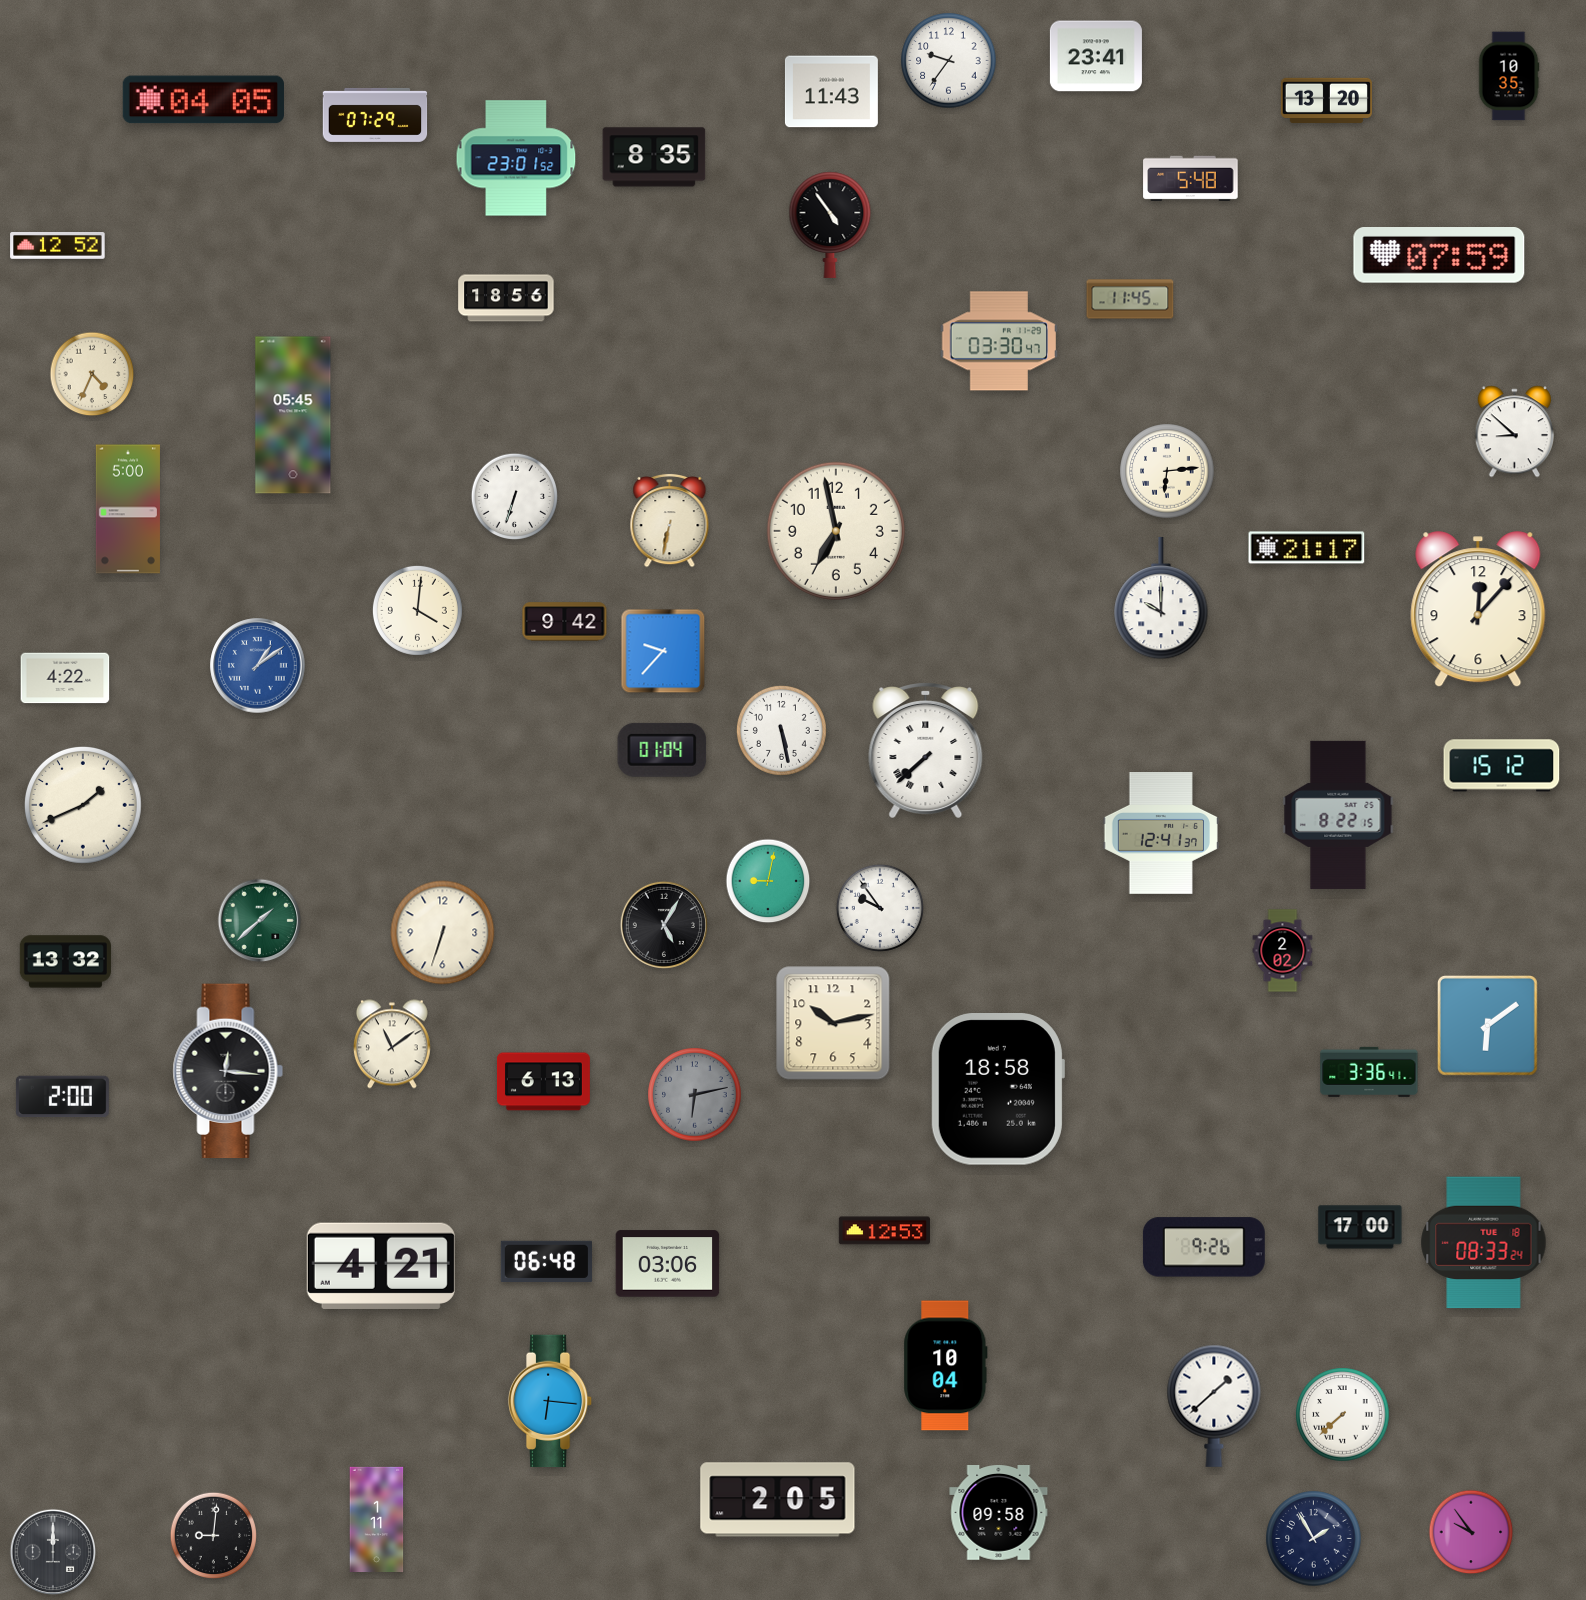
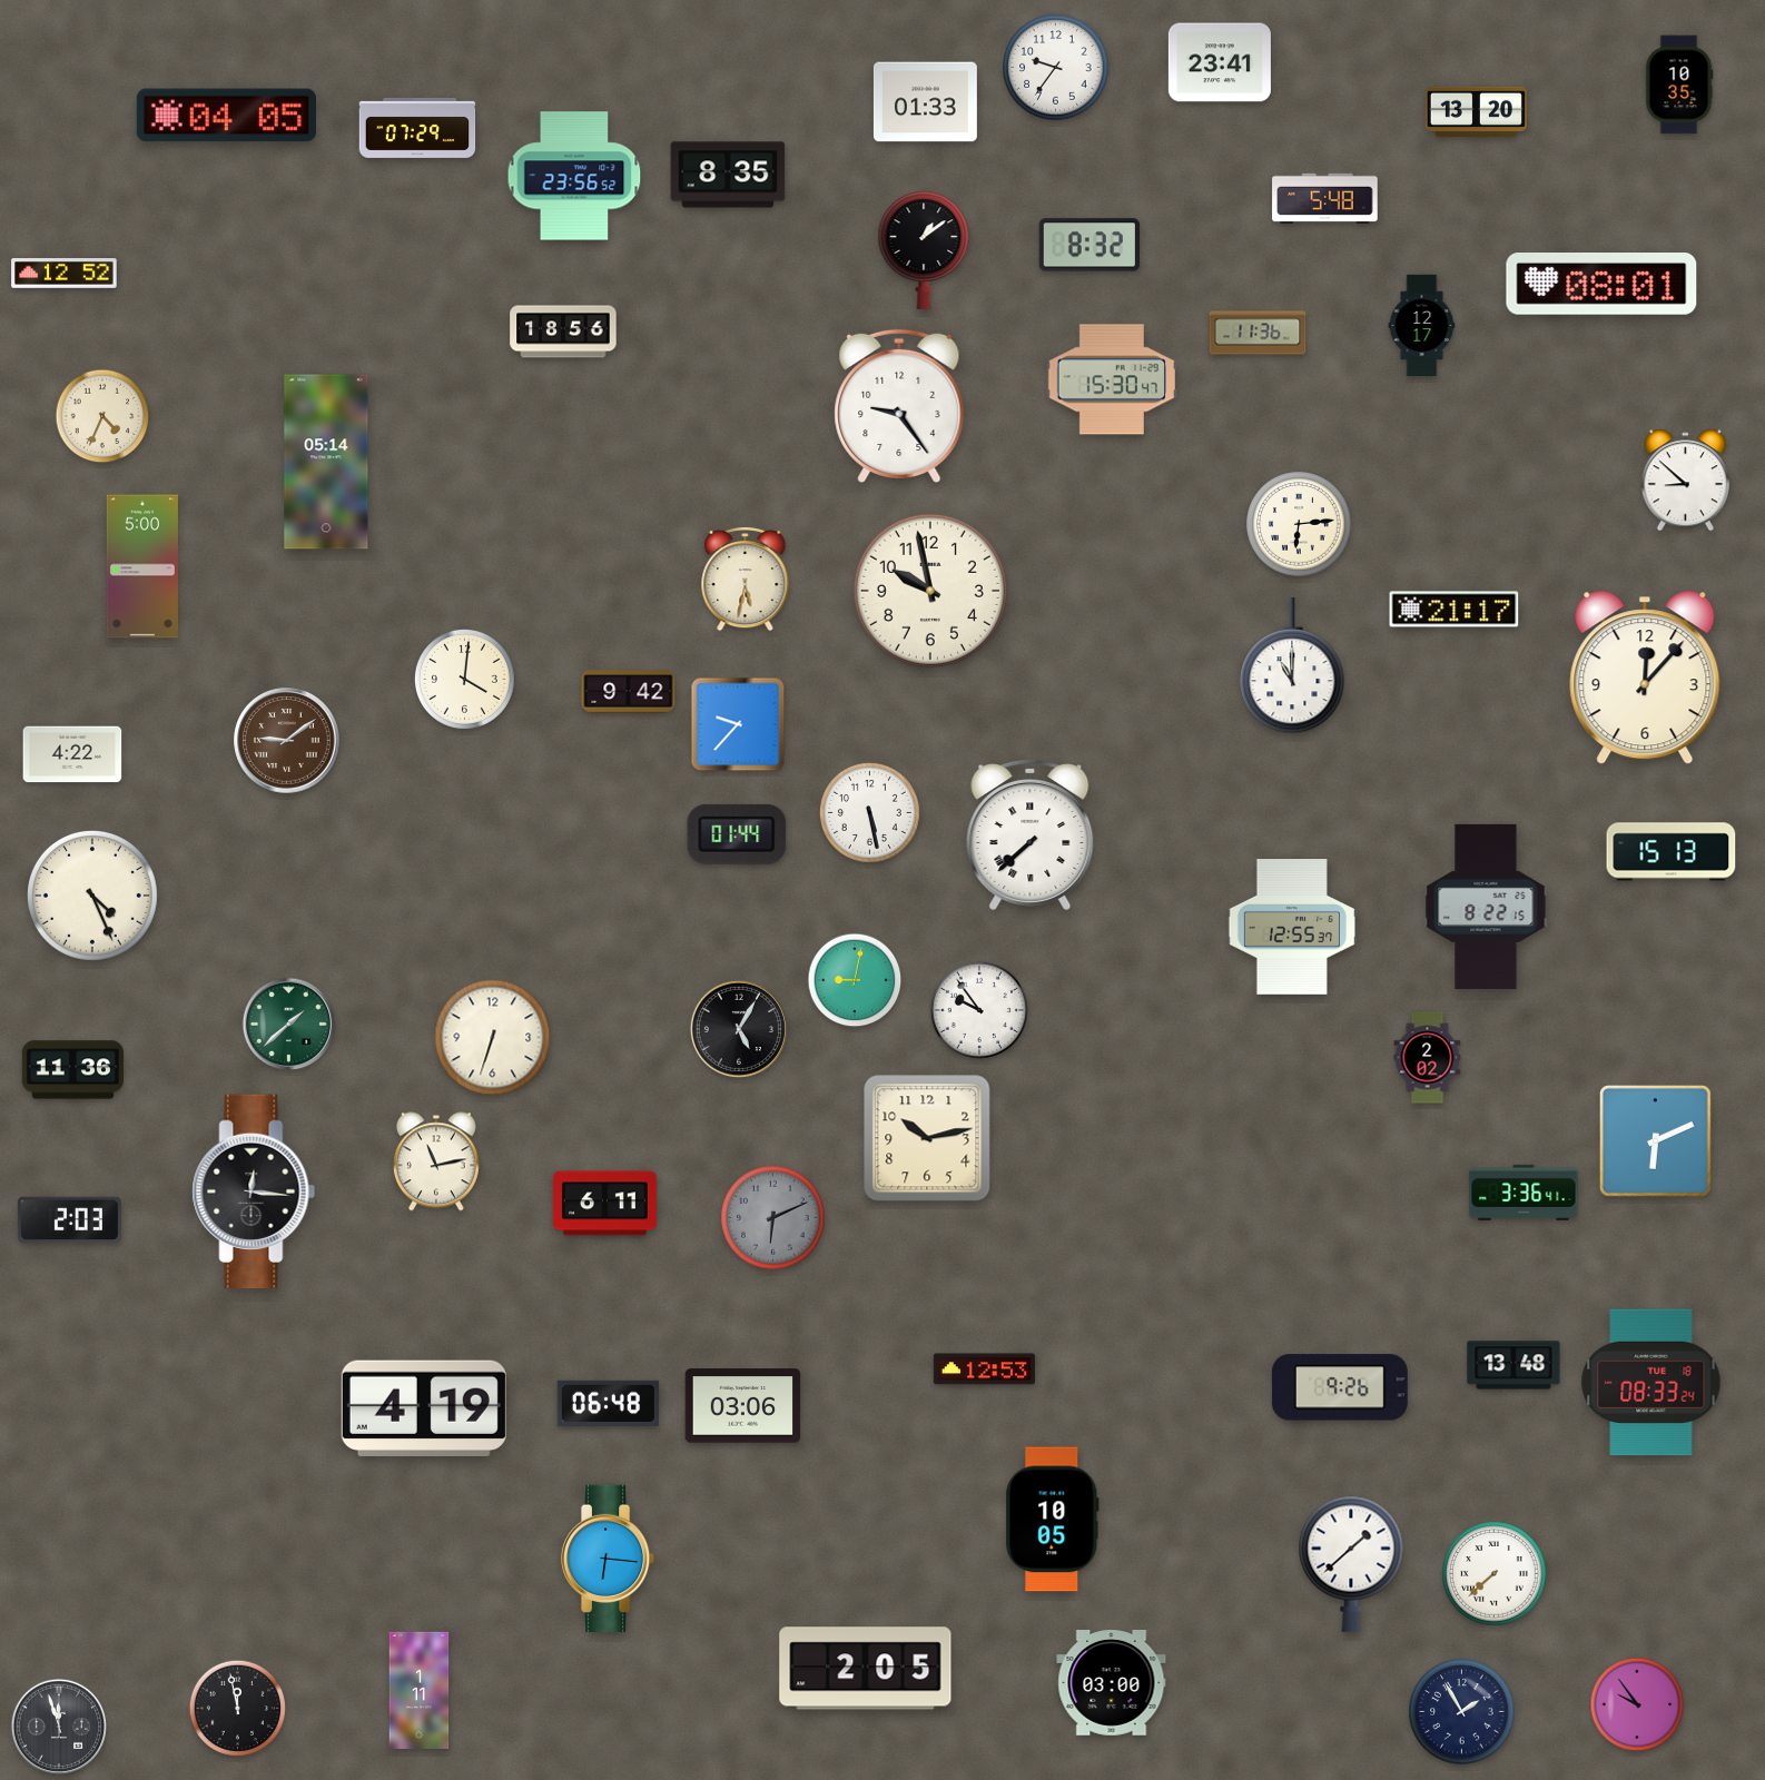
clock at (831, 92): 11:43 -> 01:33
clock at (203, 100) position: (203, 100) -> (226, 116)
clock at (516, 158): 23:01 -> 23:56
clock at (1088, 245): none -> 8:32
clock at (830, 225): 4:54 -> 1:09
clock at (1439, 256): 07:59 -> 08:01
clock at (1422, 325): none -> 12:17
clock at (1130, 299): 11:45 -> 11:36
clock at (998, 341): 03:30 -> 15:30
clock at (899, 405): none -> 9:24
clock at (293, 415): 05:45 -> 05:14
clock at (515, 497): 6:33 -> none
clock at (670, 520): 6:32 -> 5:32
clock at (836, 531): 6:58 -> 9:58
clock at (1161, 598): 10:00 -> 11:00
clock at (258, 666): 1:09 -> 9:09
clock at (258, 666) dial: blue -> brown
clock at (662, 750): 01:04 -> 01:44
clock at (1502, 766): 15:12 -> 15:13
clock at (83, 805): 1:41 -> 4:26
clock at (1338, 815) position: (1338, 815) -> (1486, 907)
clock at (1161, 834): 12:41 -> 12:55
clock at (65, 962): 13:32 -> 11:36
clock at (1487, 1025): 6:09 -> 6:11
clock at (392, 1044): 11:09 -> 11:13
clock at (543, 1082): 6:13 -> 6:11
clock at (997, 1090): 18:58 -> none
clock at (695, 1095): 6:13 -> 6:11
clock at (62, 1097): 2:00 -> 2:03
clock at (1360, 1227): 17:00 -> 13:48
clock at (381, 1266): 4:21 -> 4:19
clock at (946, 1366): 10:04 -> 10:05
clock at (550, 1401) position: (550, 1401) -> (608, 1559)
clock at (999, 1513): 09:58 -> 03:00
clock at (214, 1536): 9:01 -> 11:58
clock at (52, 1551): 12:00 -> 11:57
